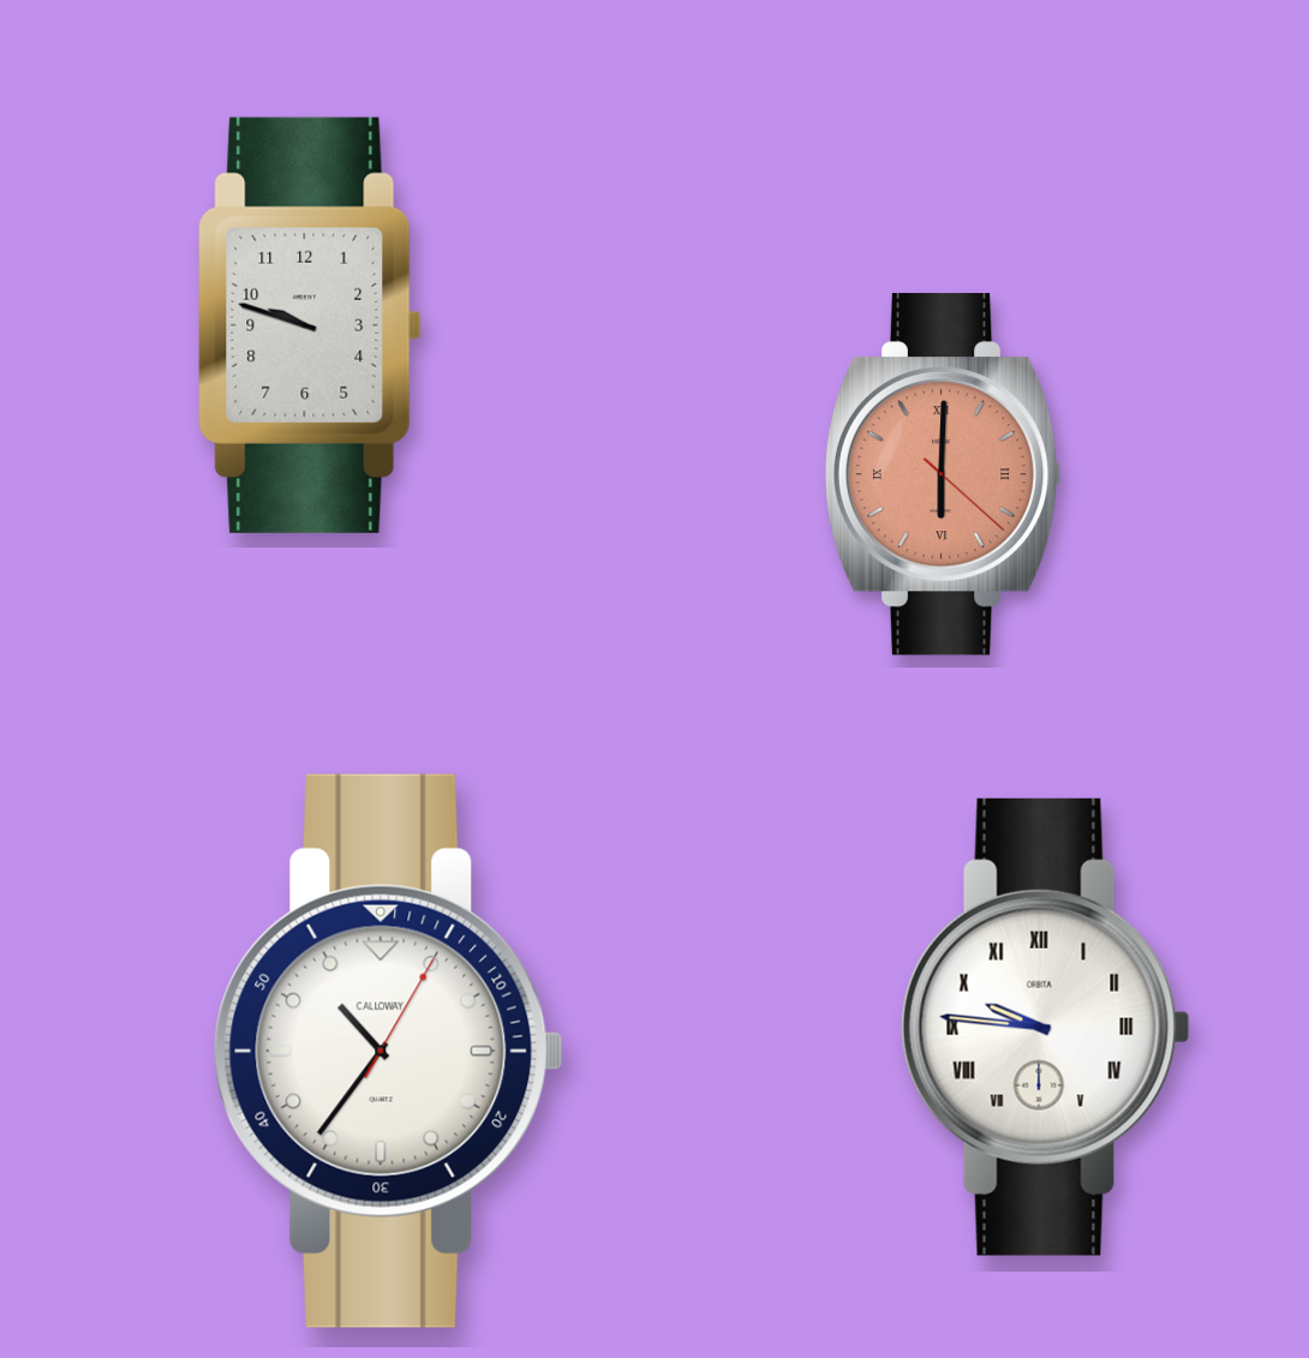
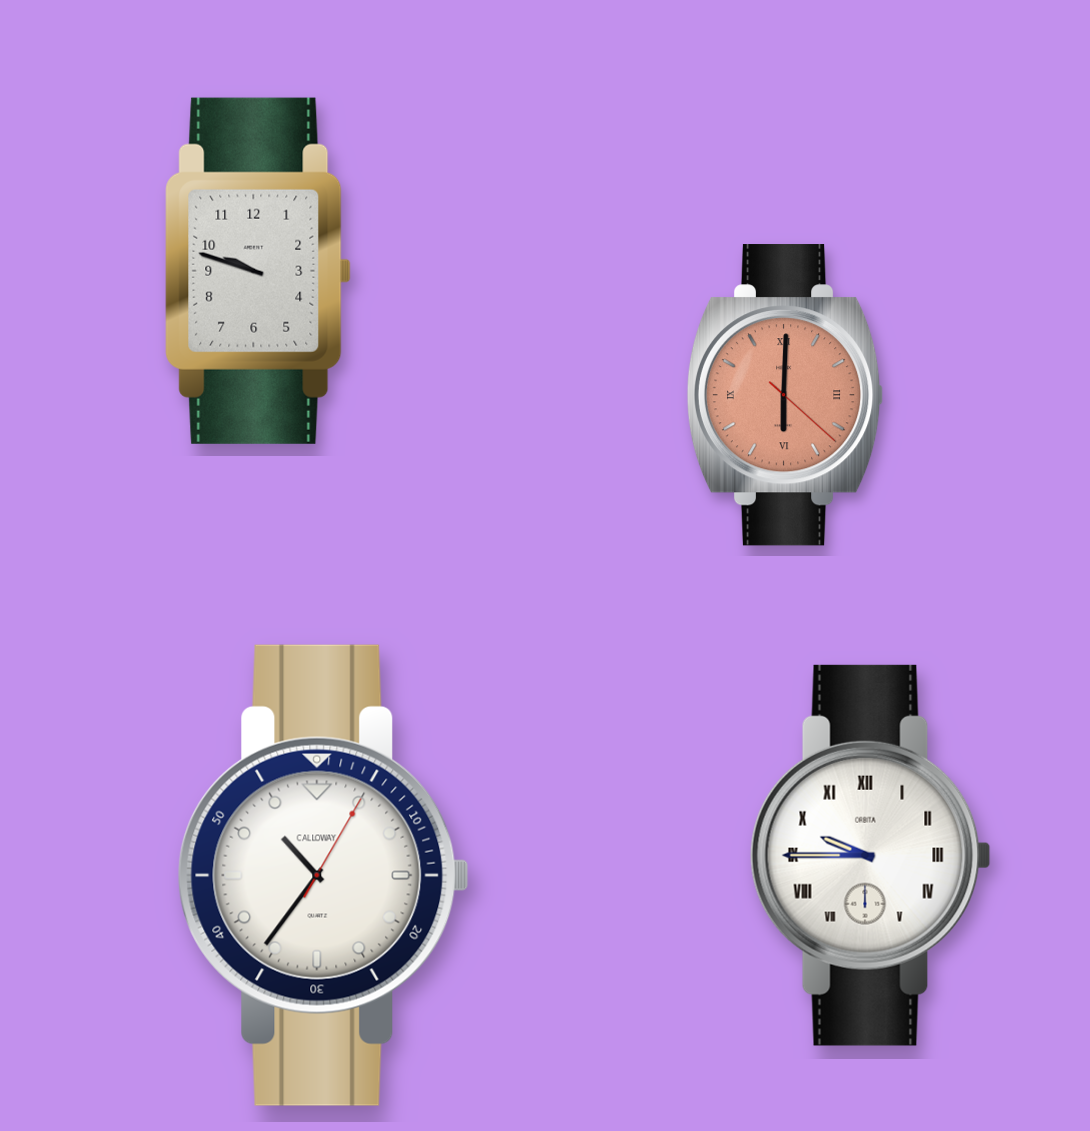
clock at (1045, 1027): 9:46 -> 9:45
